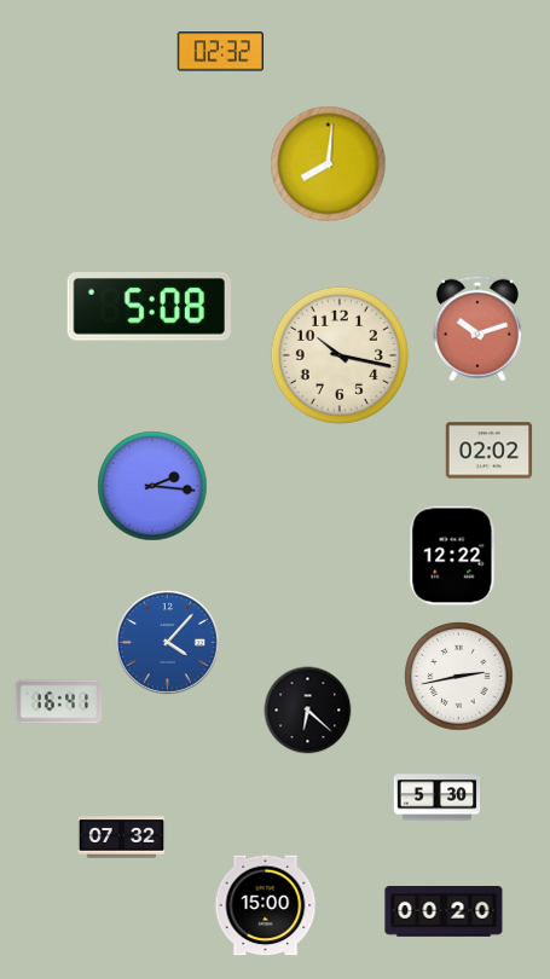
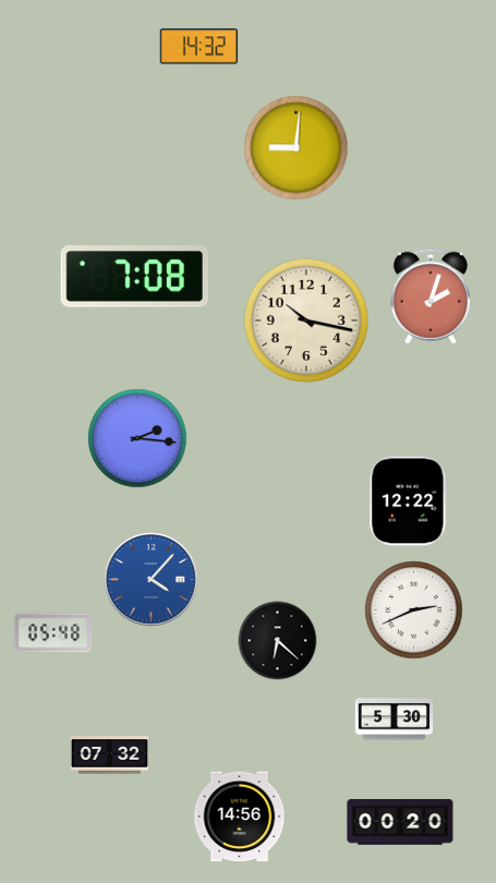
clock at (220, 52): 02:32 -> 14:32
clock at (329, 164): 8:01 -> 9:01
clock at (149, 307): 5:08 -> 7:08
clock at (477, 329): 10:12 -> 2:03
clock at (490, 451): 02:02 -> none
clock at (459, 677): 2:43 -> 2:41
clock at (59, 702): 16:41 -> 05:48
clock at (266, 905): 15:00 -> 14:56
